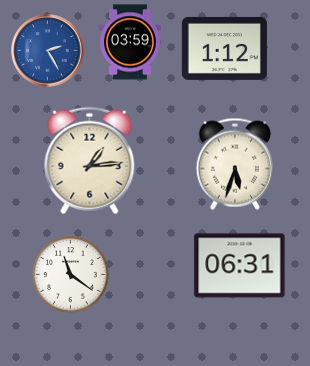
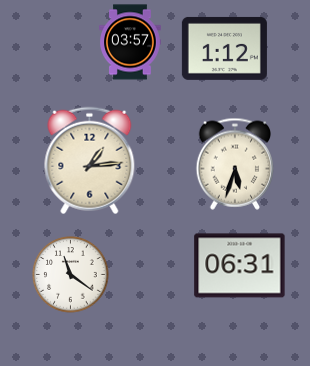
clock at (130, 42): 03:59 -> 03:57
clock at (48, 51): 2:25 -> none
